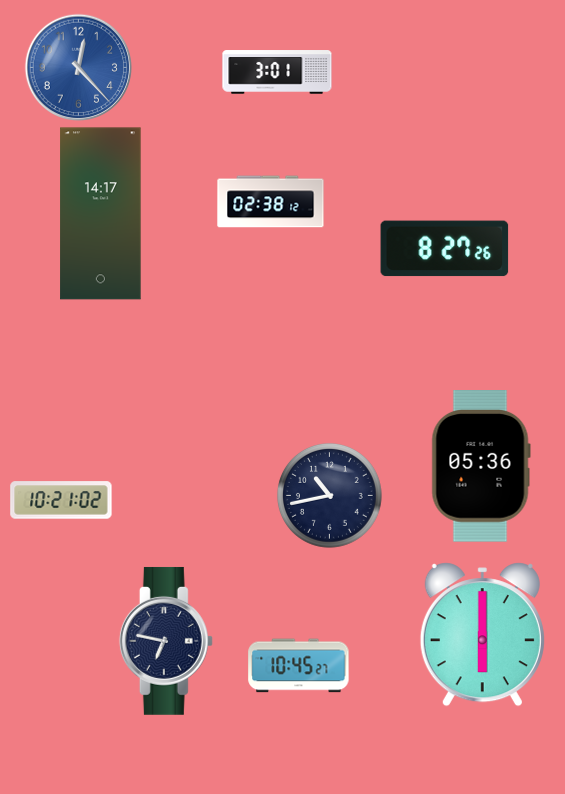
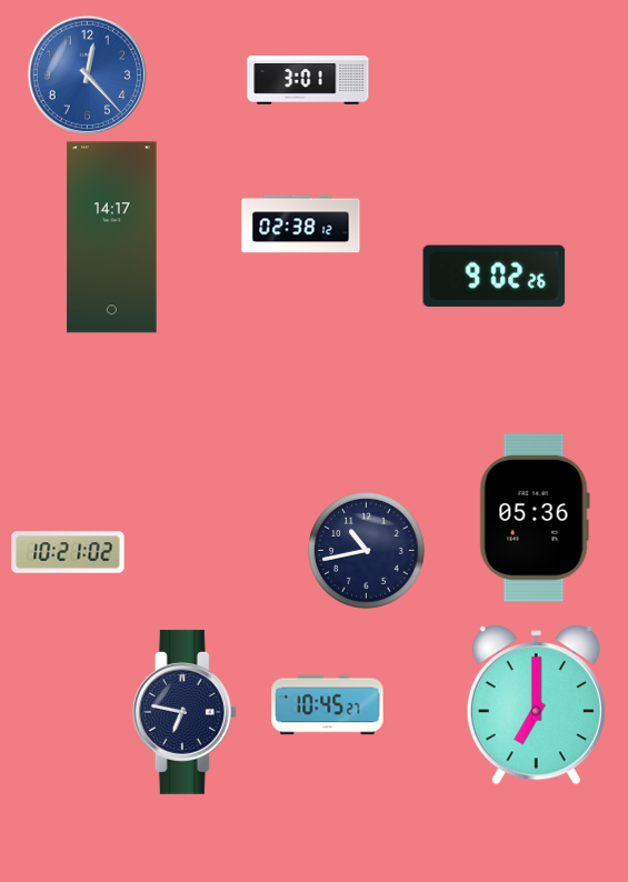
clock at (445, 249): 8:27 -> 9:02
clock at (61, 500) position: (61, 500) -> (68, 552)
clock at (482, 635): 6:00 -> 7:00
clock at (299, 666) position: (299, 666) -> (328, 705)
